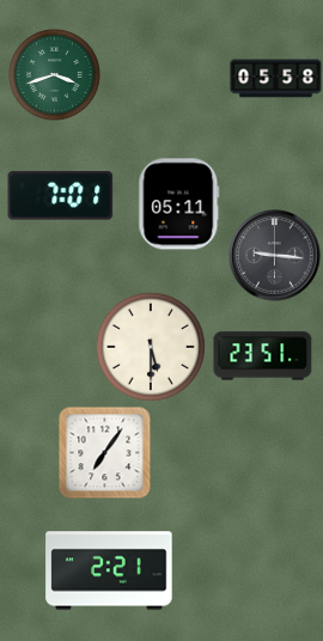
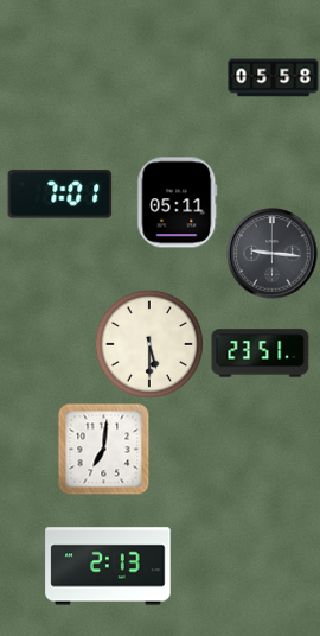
clock at (55, 75): 3:42 -> none
clock at (104, 452): 7:06 -> 7:01
clock at (109, 570): 2:21 -> 2:13
